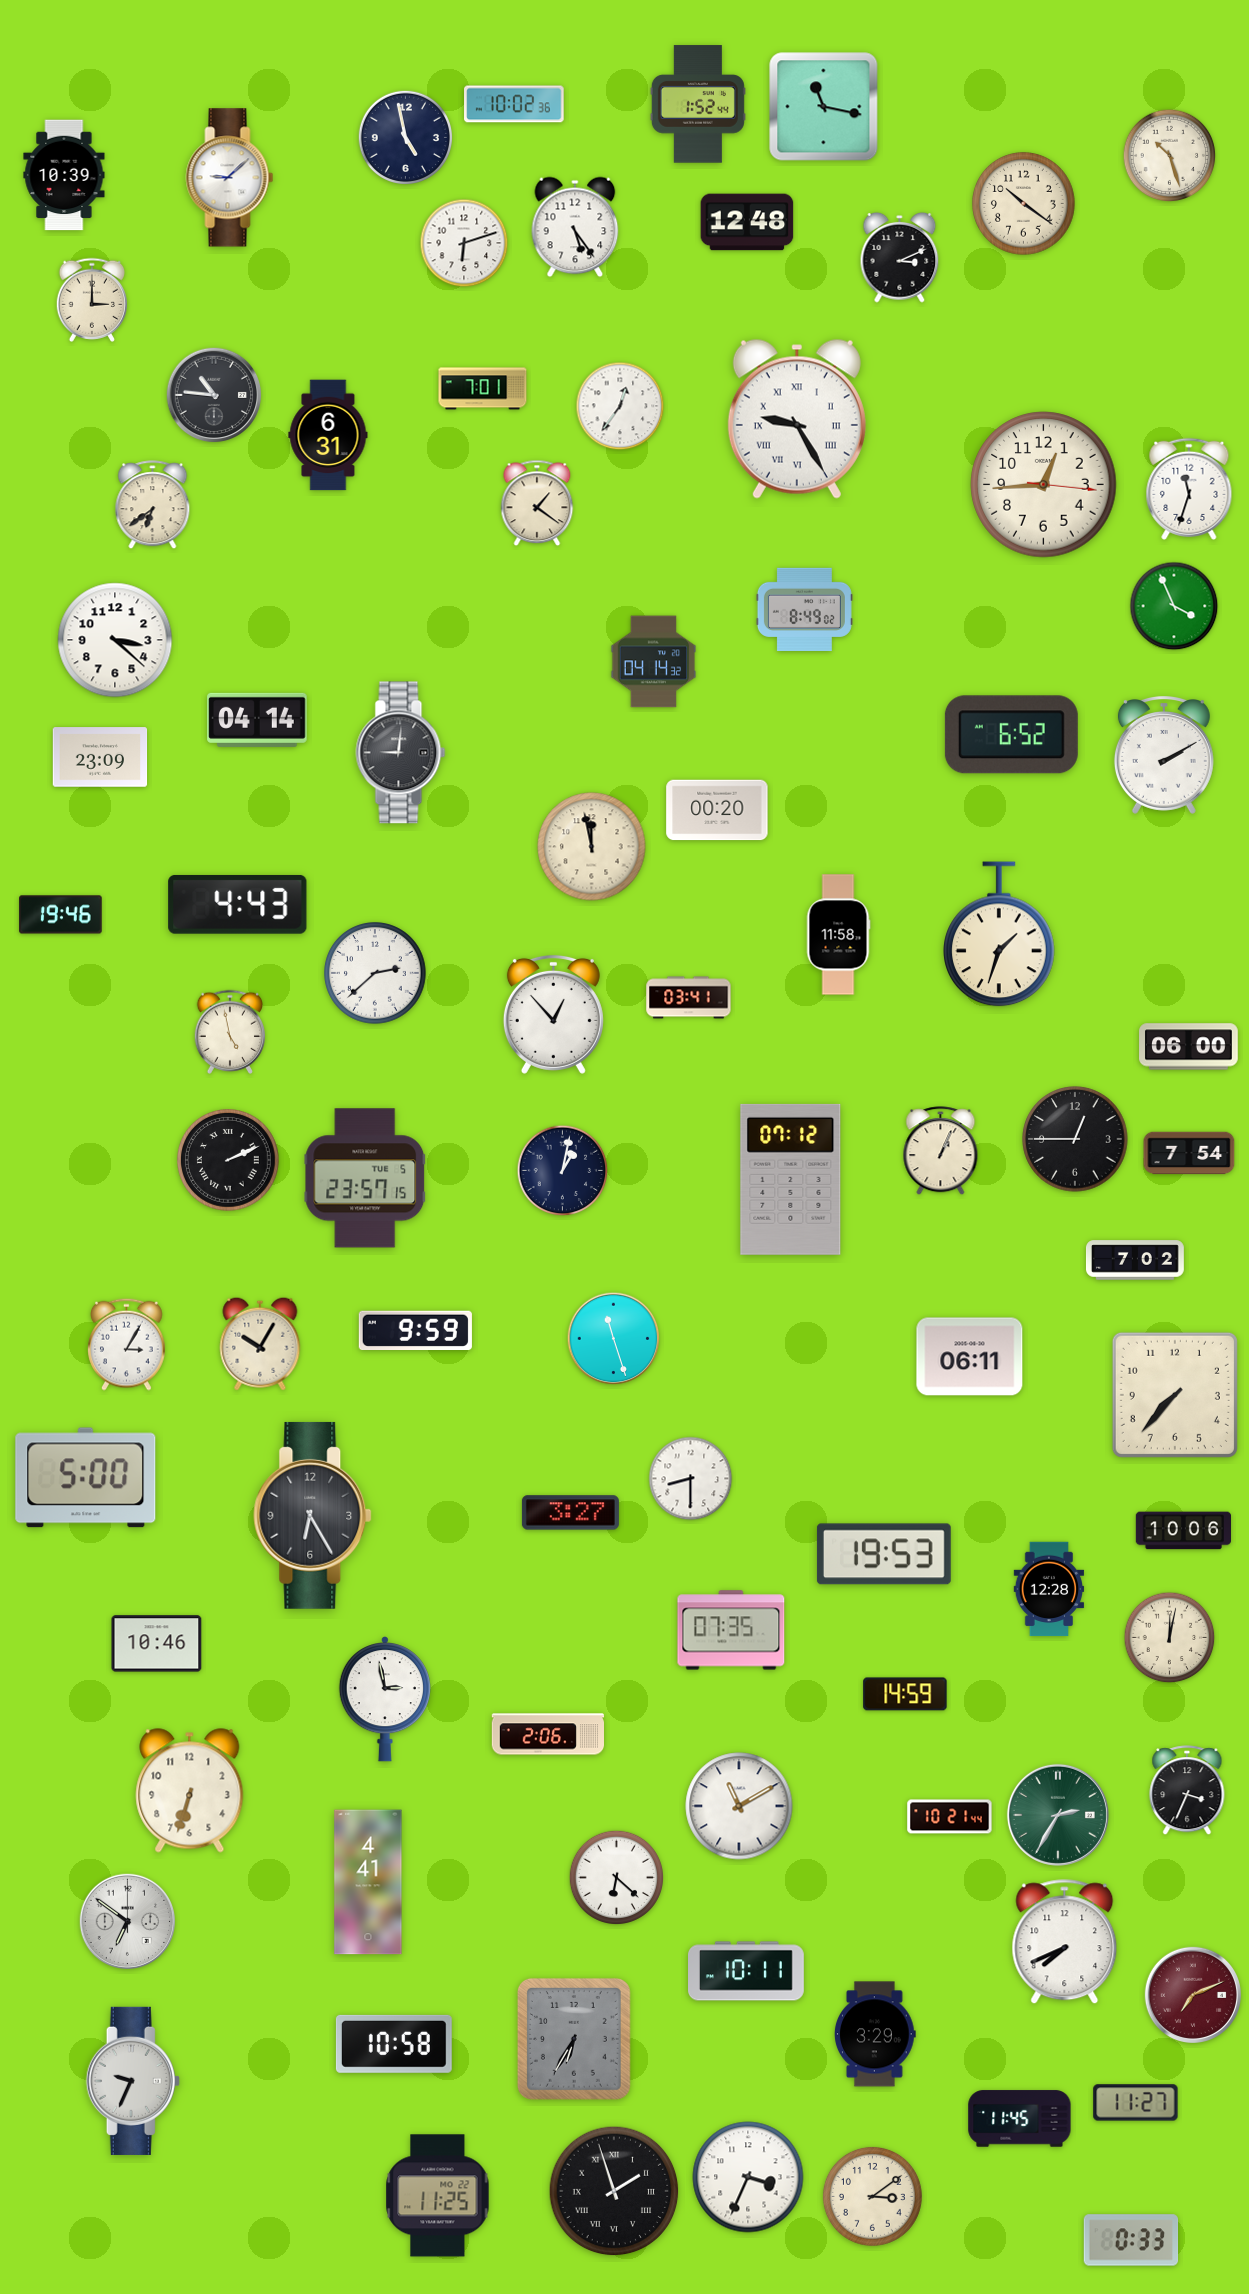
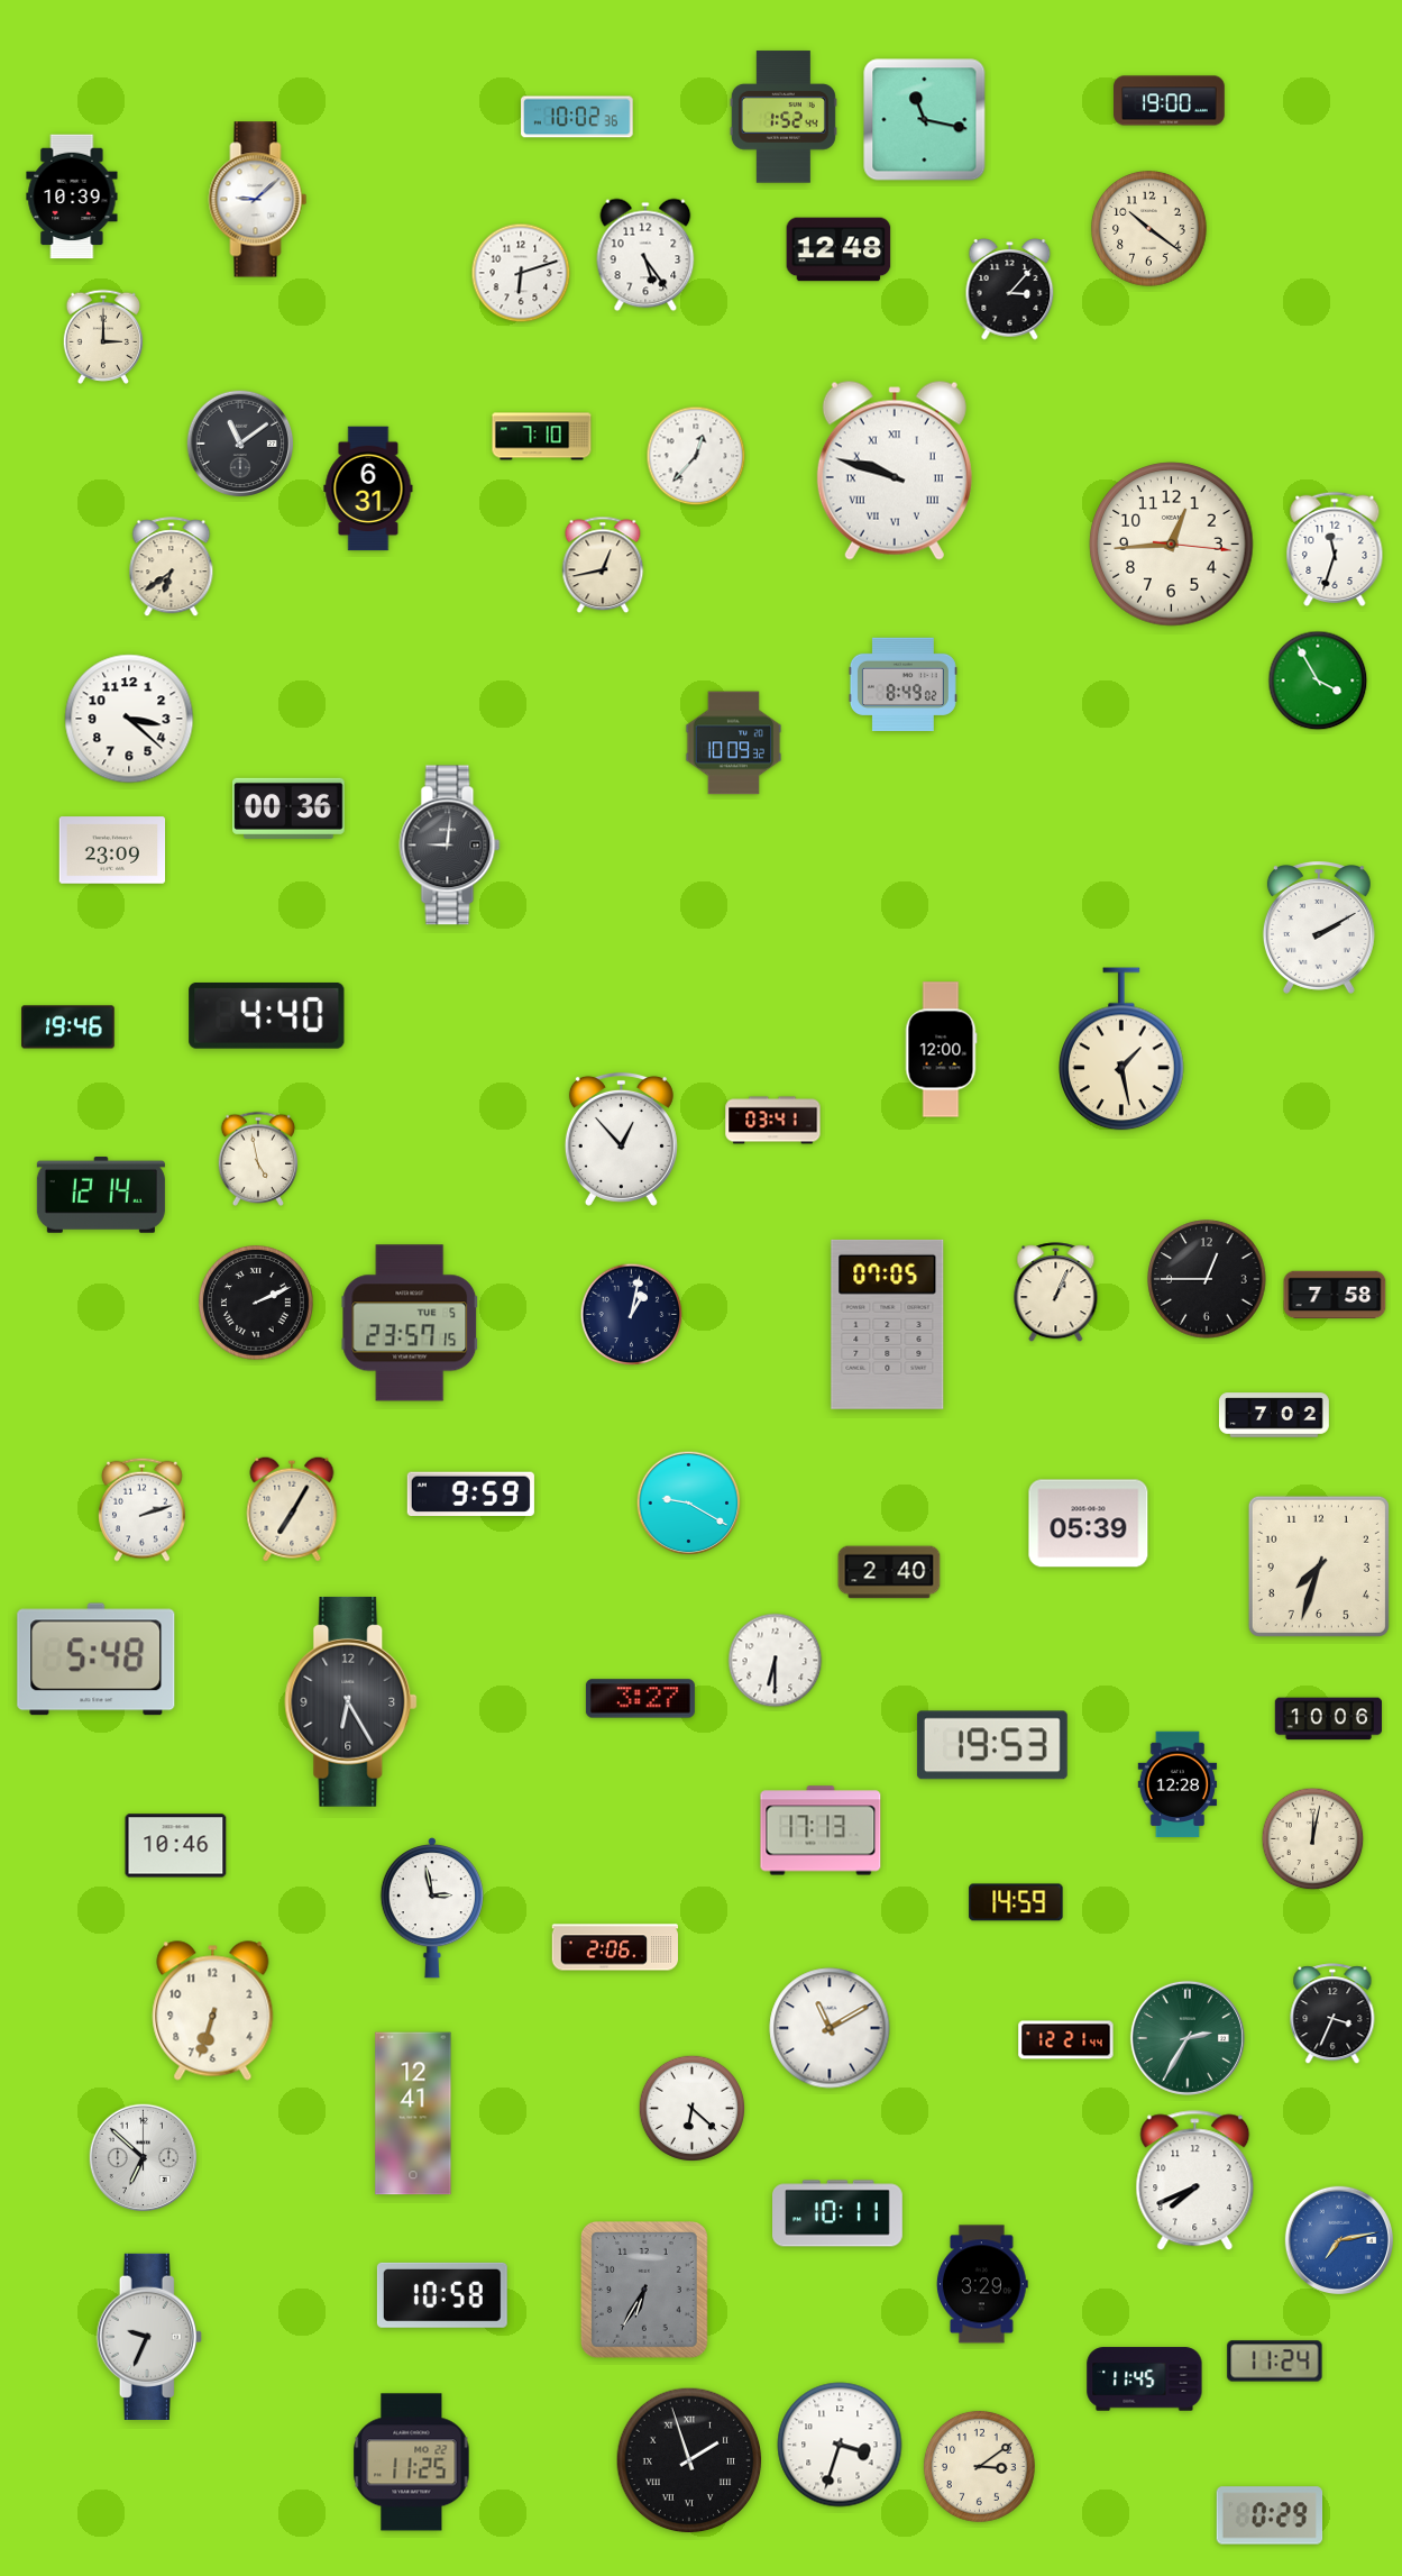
clock at (1170, 101): none -> 19:00
clock at (405, 137): 4:58 -> none
clock at (1170, 156): 10:27 -> none
clock at (900, 258): 3:11 -> 3:07
clock at (483, 389): 7:01 -> 7:10
clock at (214, 395): 10:46 -> 11:09
clock at (620, 406): 12:36 -> 12:37
clock at (797, 419): 9:25 -> 9:48
clock at (537, 503): 1:21 -> 12:43
clock at (1174, 606): 3:56 -> 3:55
clock at (654, 662): 04:14 -> 10:09
clock at (257, 720): 04:14 -> 00:36
clock at (1011, 735): 6:52 -> none
clock at (1164, 756) position: (1164, 756) -> (1319, 929)
clock at (717, 810): 00:20 -> none
clock at (592, 847): 11:58 -> none
clock at (238, 904): 4:43 -> 4:40
clock at (1000, 934): 1:33 -> 1:28
clock at (838, 935): 11:58 -> 12:00
clock at (376, 974): 2:38 -> none
clock at (1189, 1047): 06:00 -> none
clock at (101, 1195): none -> 12:14
clock at (1189, 1153): 7:54 -> 7:58
clock at (791, 1179): 07:12 -> 07:05
clock at (415, 1331) position: (415, 1331) -> (470, 1495)
clock at (614, 1339): 11:27 -> 9:20
clock at (127, 1344): 3:05 -> 2:12
clock at (260, 1344): 10:05 -> 7:05
clock at (970, 1357): 06:11 -> 05:39
clock at (1175, 1395): 7:37 -> 7:33
clock at (889, 1572): none -> 2:40
clock at (86, 1478): 5:00 -> 5:48
clock at (691, 1479): 8:30 -> 6:30
clock at (731, 1630): 07:35 -> 17:13
clock at (1187, 1791) position: (1187, 1791) -> (1332, 2015)
clock at (950, 1817): 10:21 -> 12:21
clock at (368, 1882): 4:41 -> 12:41
clock at (127, 1921): 6:51 -> 6:52
clock at (1192, 1994): 7:11 -> 7:13
clock at (1192, 1994) dial: burgundy -> blue
clock at (1136, 2103): 11:27 -> 11:24
clock at (748, 2177): 3:34 -> 3:33
clock at (438, 2196) position: (438, 2196) -> (412, 2463)
clock at (1131, 2240): 0:33 -> 0:29
